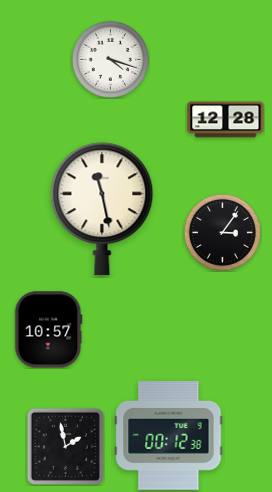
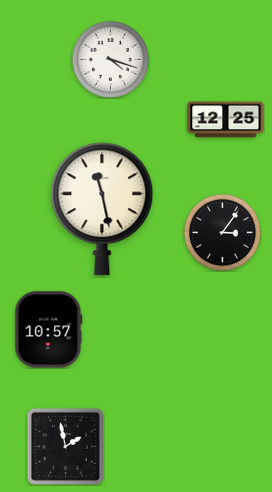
clock at (226, 120): 12:28 -> 12:25
clock at (169, 436): 00:12 -> none
